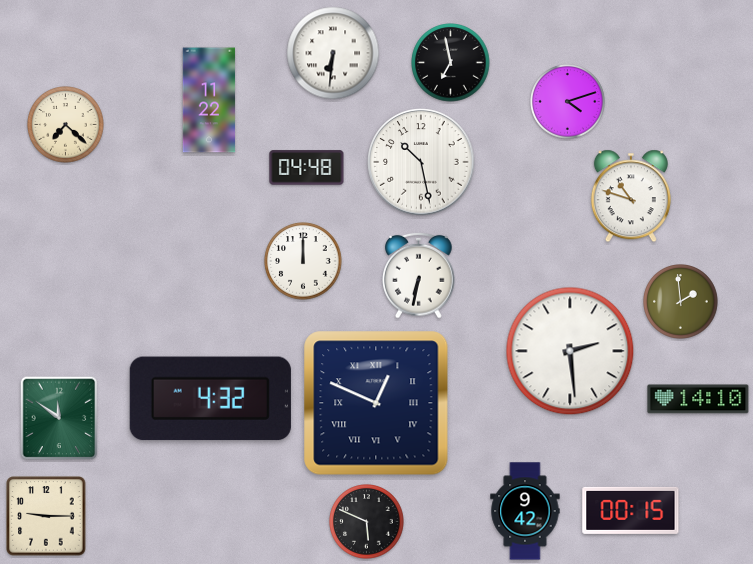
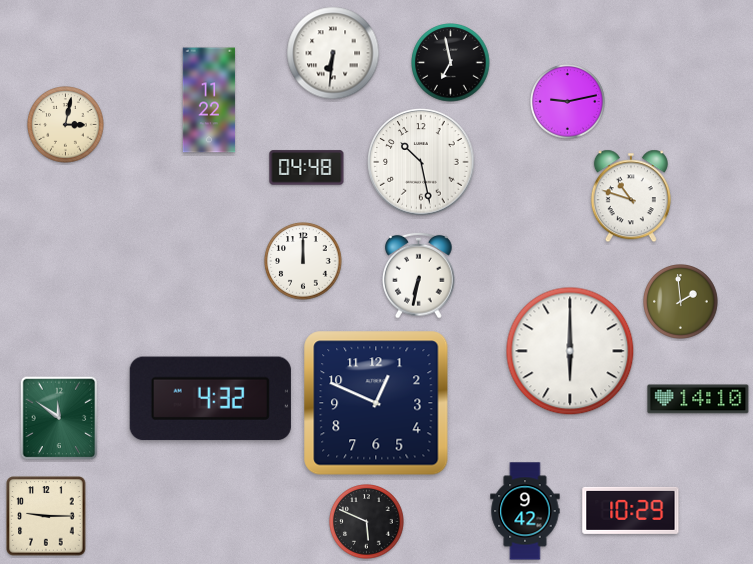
clock at (568, 102): 4:12 -> 9:13
clock at (66, 125): 7:22 -> 3:02
clock at (570, 351): 2:29 -> 6:00
clock at (376, 403) numerals: Roman -> Arabic
clock at (631, 510): 00:15 -> 10:29
